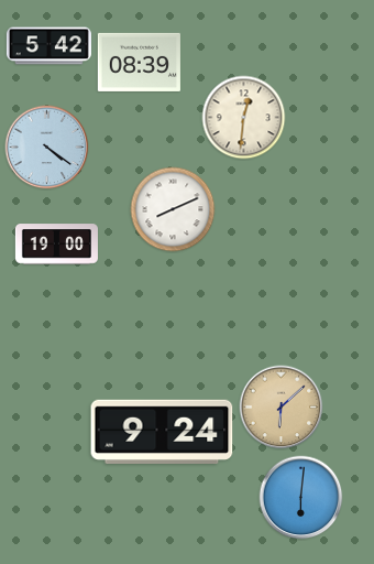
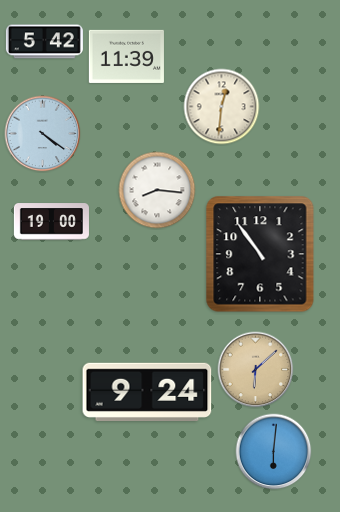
clock at (139, 62): 08:39 -> 11:39
clock at (173, 209): 8:11 -> 8:16
clock at (260, 254): none -> 10:54
